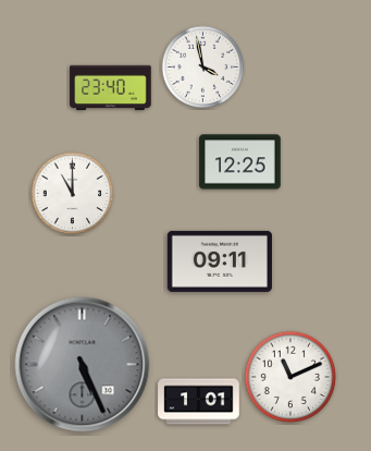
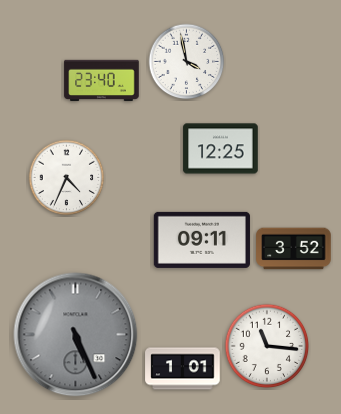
clock at (73, 194): 11:00 -> 4:34
clock at (294, 249): none -> 3:52
clock at (290, 377): 11:11 -> 11:16
